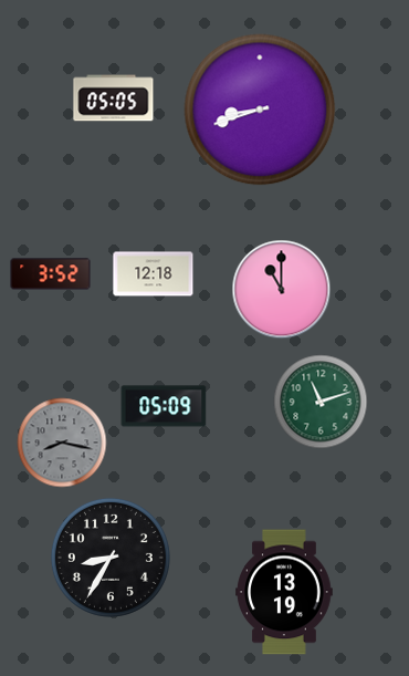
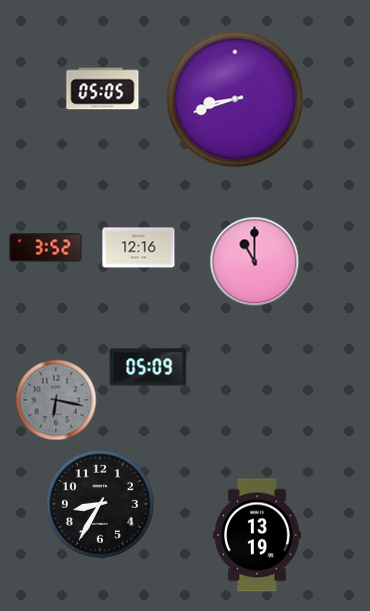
clock at (154, 274): 12:18 -> 12:16
clock at (321, 402): 11:12 -> none
clock at (62, 443): 8:17 -> 6:17
